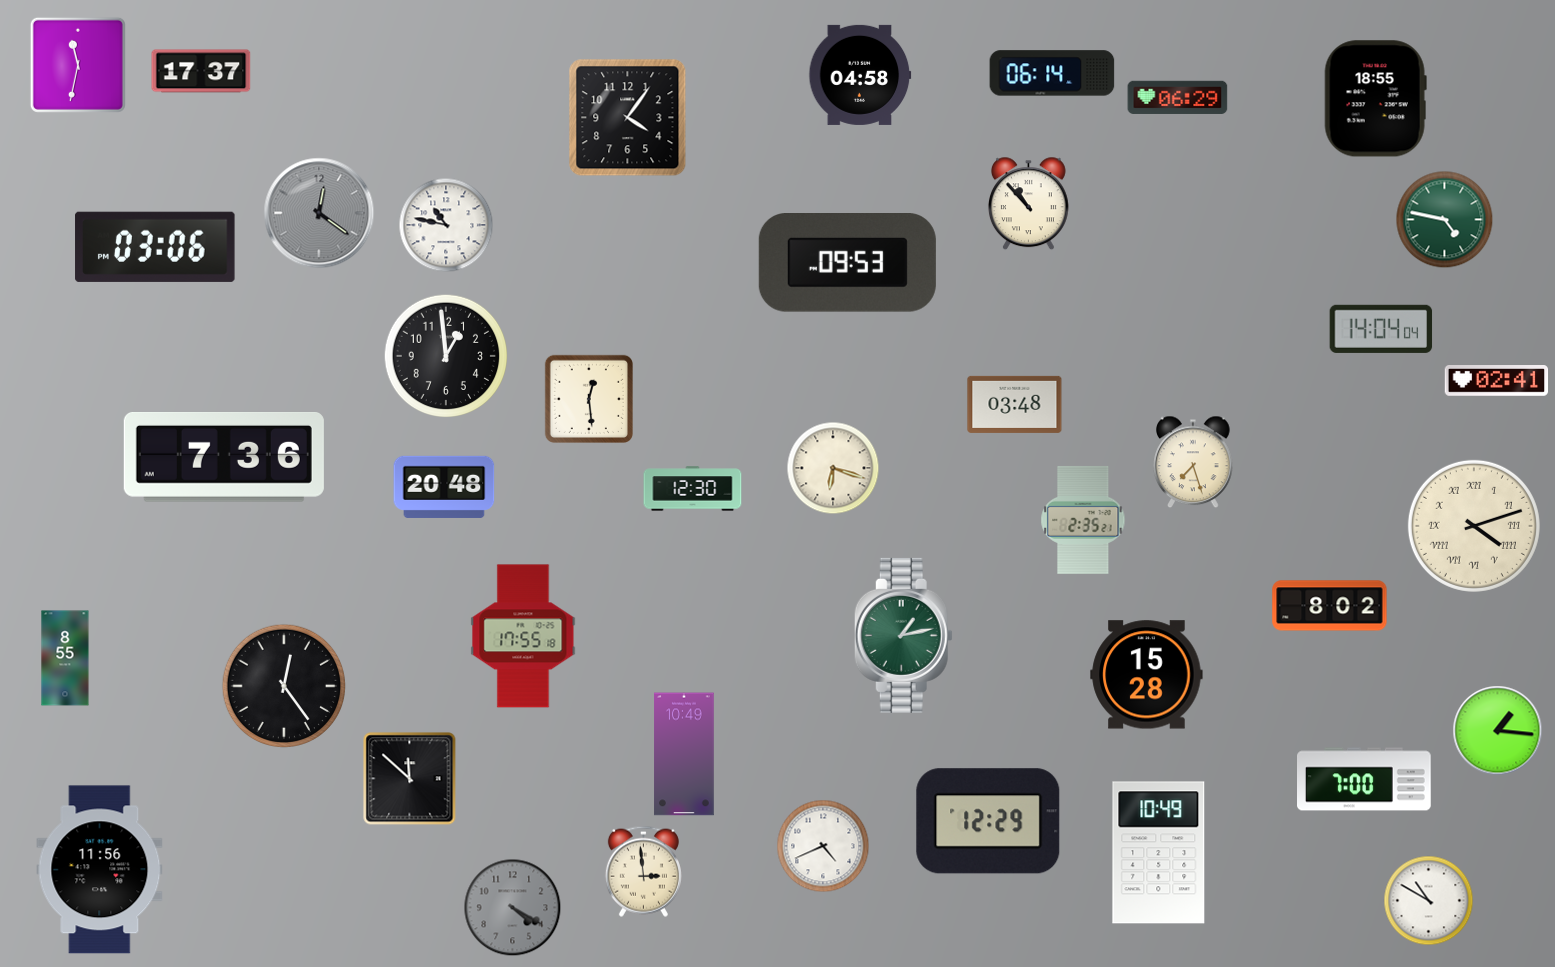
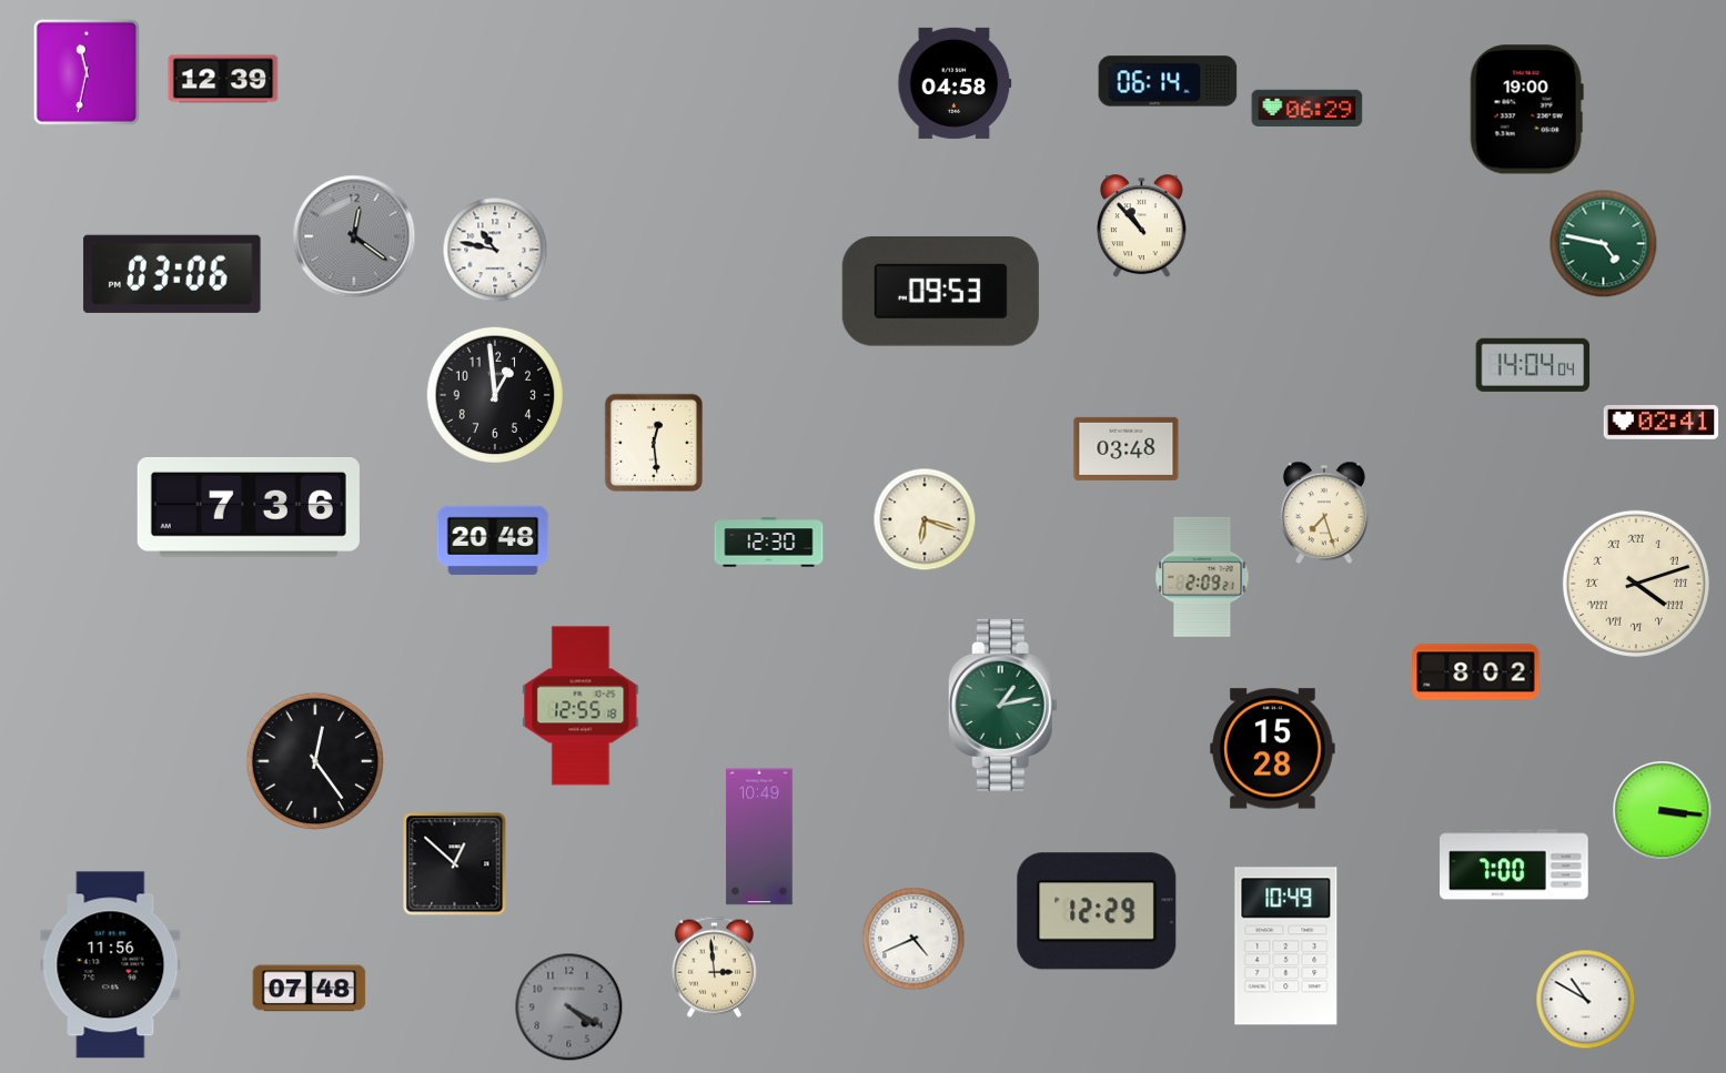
clock at (201, 71): 17:37 -> 12:39
clock at (1375, 99): 18:55 -> 19:00
clock at (628, 118): 4:06 -> none
clock at (1083, 520): 2:35 -> 2:09
clock at (523, 636): 17:55 -> 12:55
clock at (65, 658): 8:55 -> none
clock at (1498, 731): 1:16 -> 3:16
clock at (410, 779): 11:52 -> 12:52
clock at (310, 989): none -> 07:48
